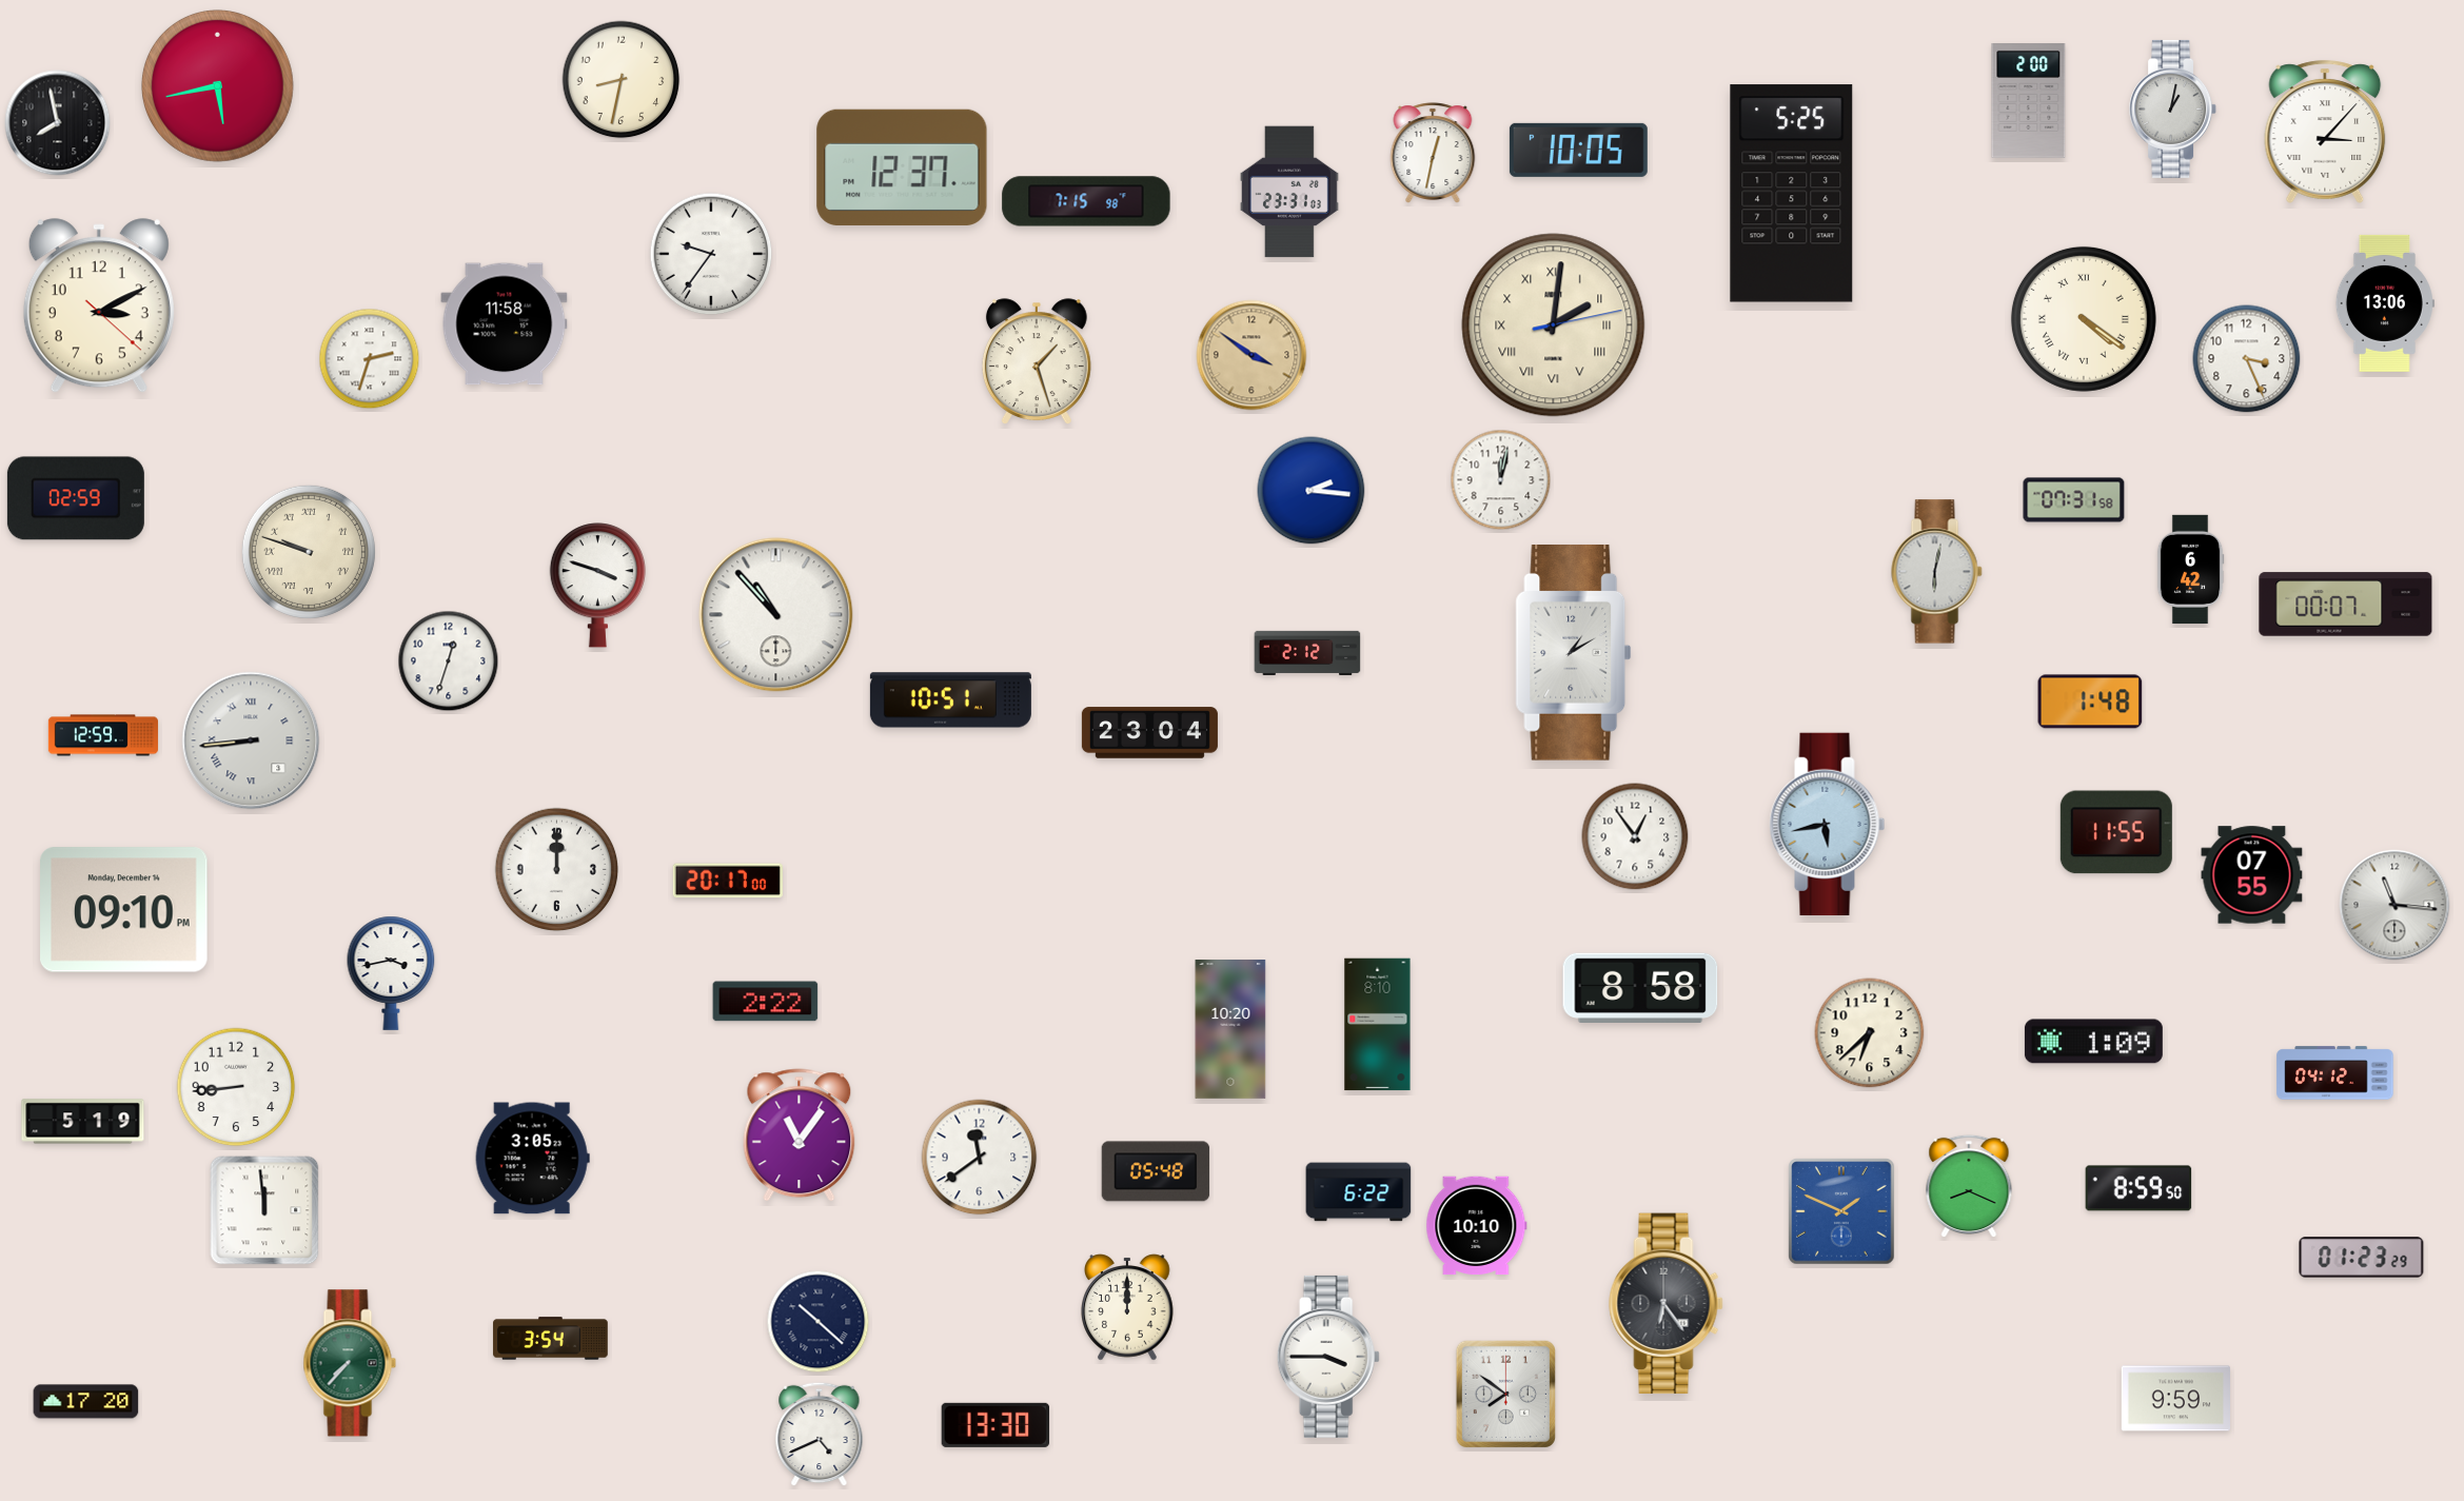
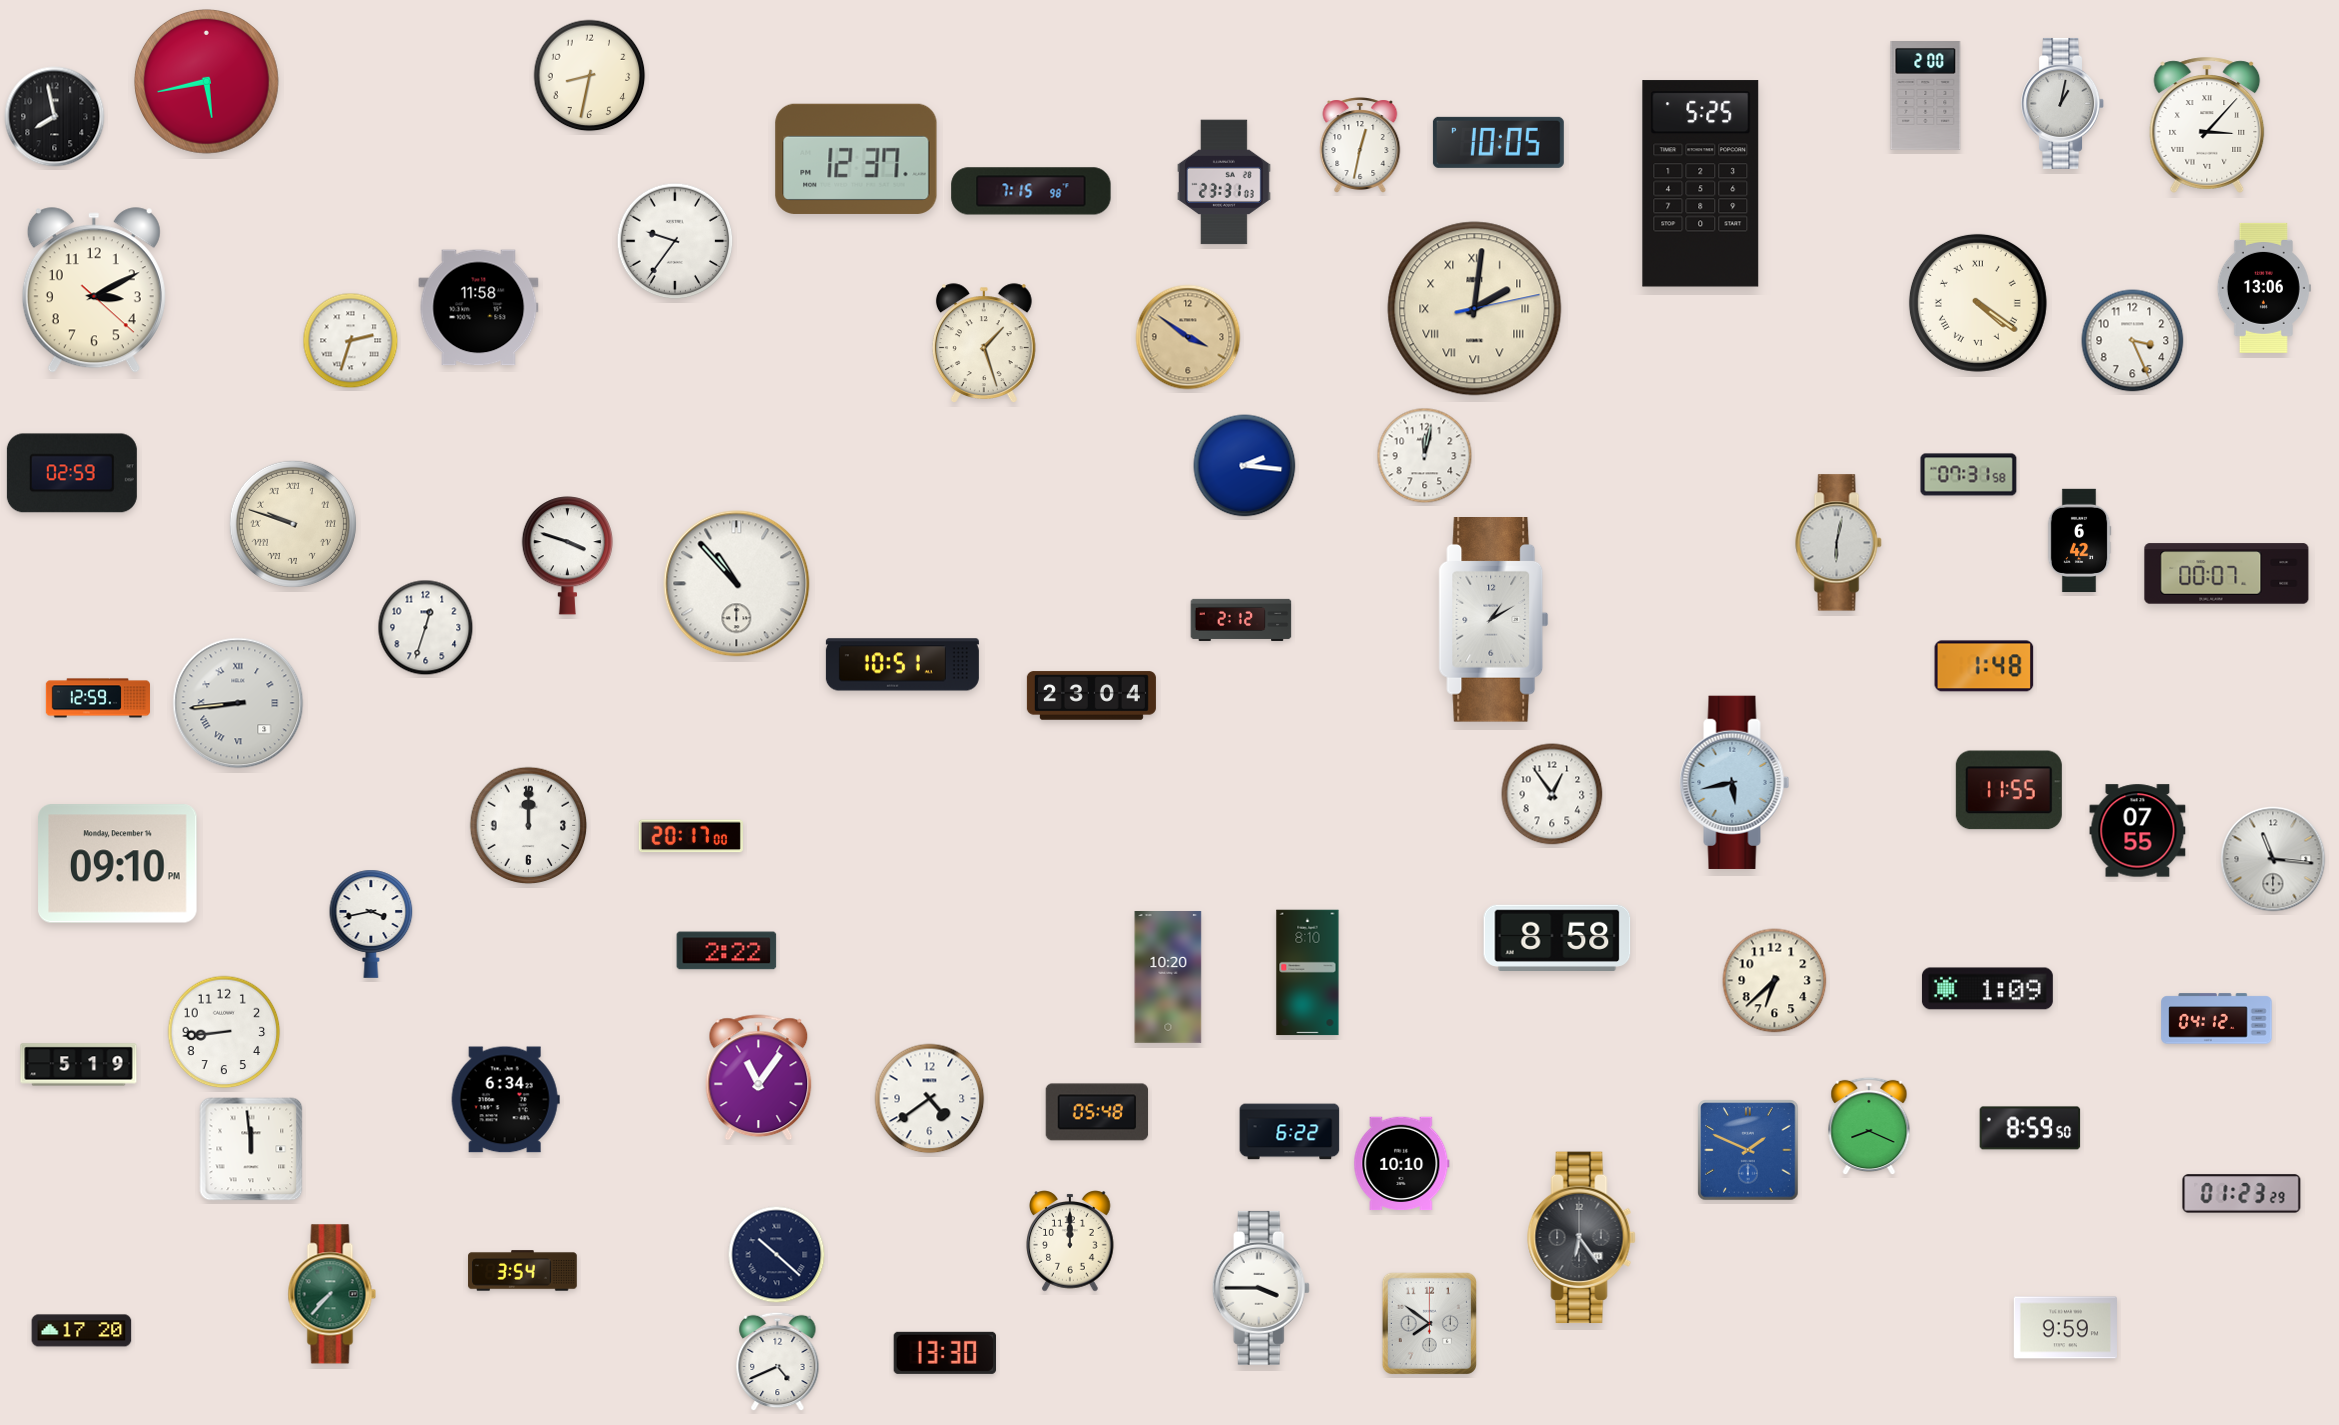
clock at (980, 1158): 11:39 -> 4:39
clock at (532, 1159): 3:05 -> 6:34
